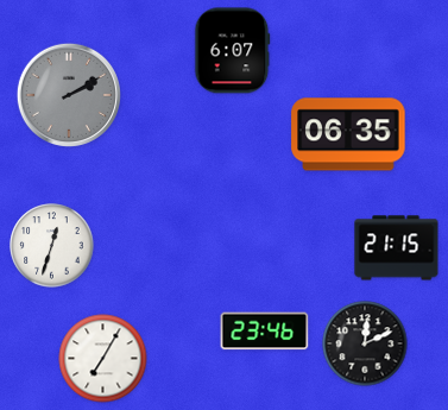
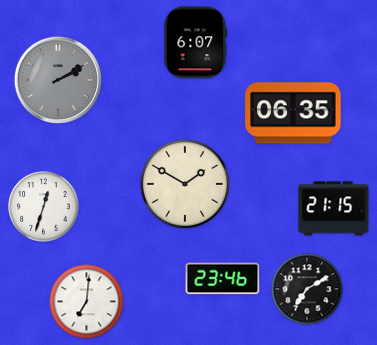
clock at (185, 184): none -> 1:50
clock at (365, 343): 12:11 -> 7:10
clock at (103, 359): 7:05 -> 7:01
